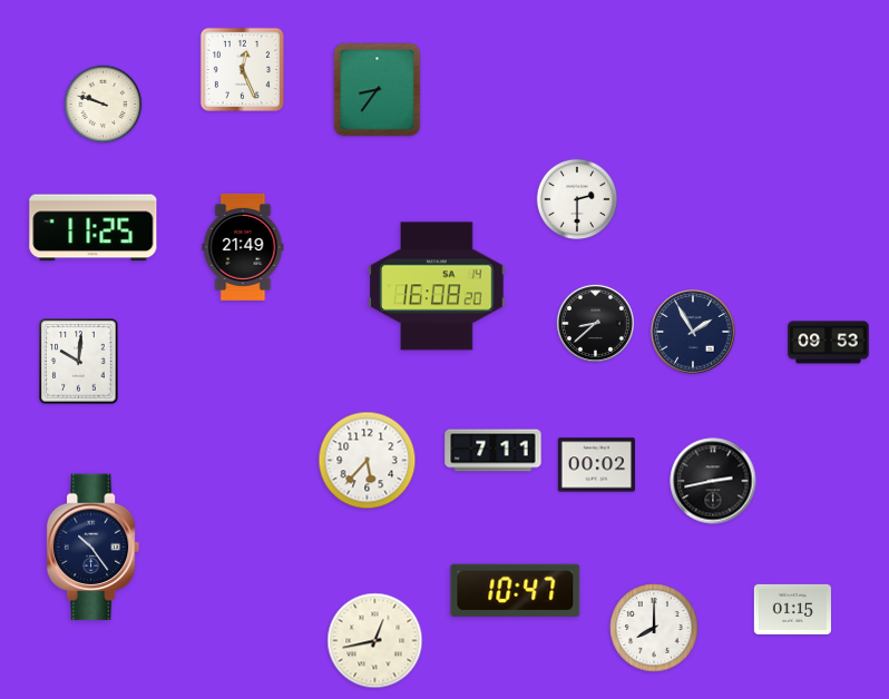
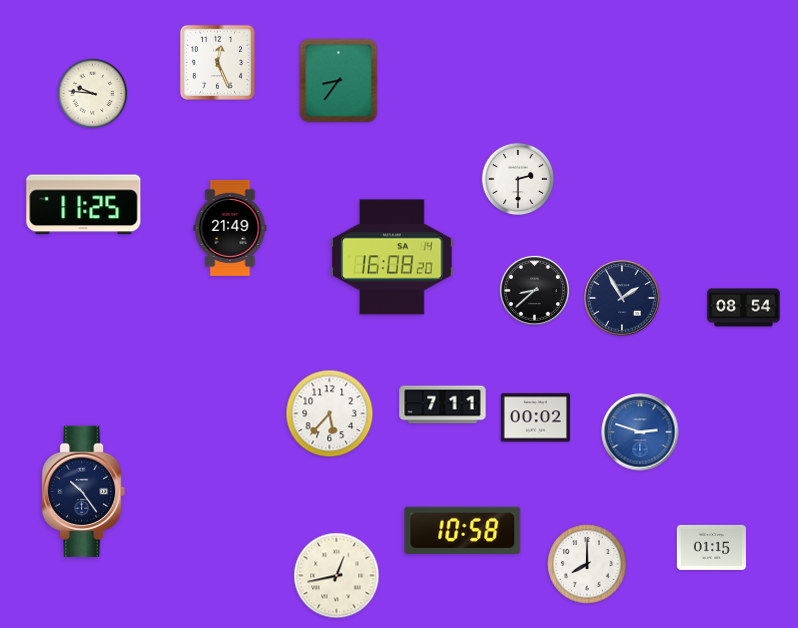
clock at (104, 105): 9:48 -> 9:46
clock at (243, 247) position: (243, 247) -> (230, 228)
clock at (829, 343): 09:53 -> 08:54
clock at (79, 362): 10:01 -> none
clock at (713, 481): 2:43 -> 2:48
clock at (713, 481) dial: black -> blue
clock at (516, 590): 10:47 -> 10:58
